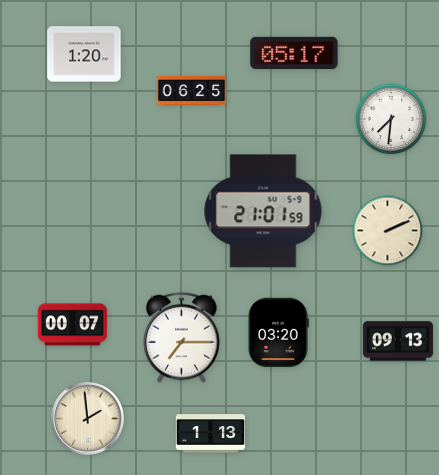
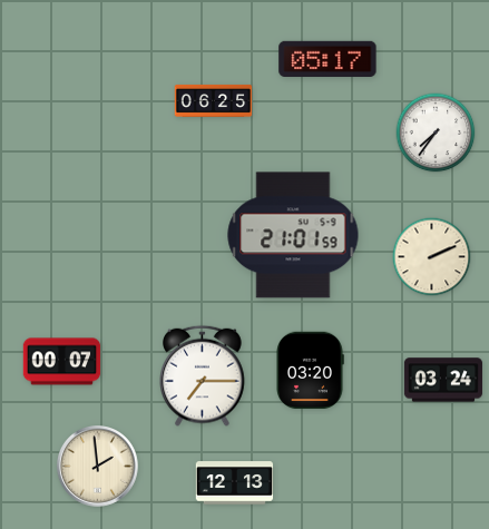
clock at (84, 54): 1:20 -> none
clock at (391, 119): 7:31 -> 7:36
clock at (73, 325) position: (73, 325) -> (62, 362)
clock at (398, 341): 09:13 -> 03:24
clock at (211, 434): 1:13 -> 12:13
